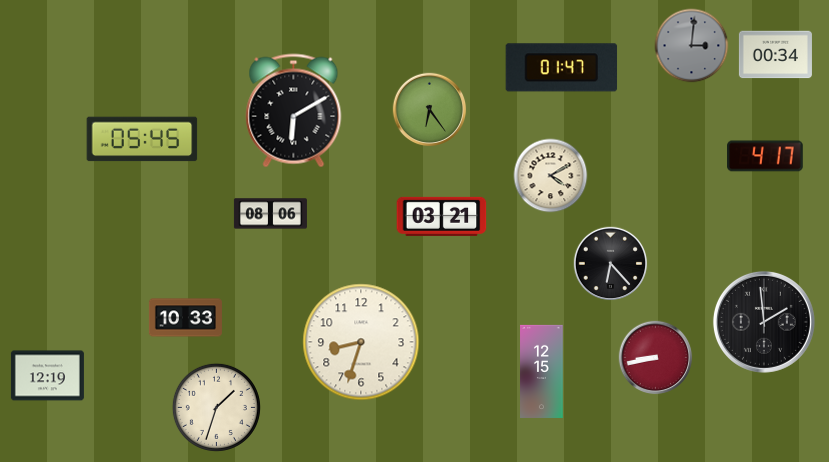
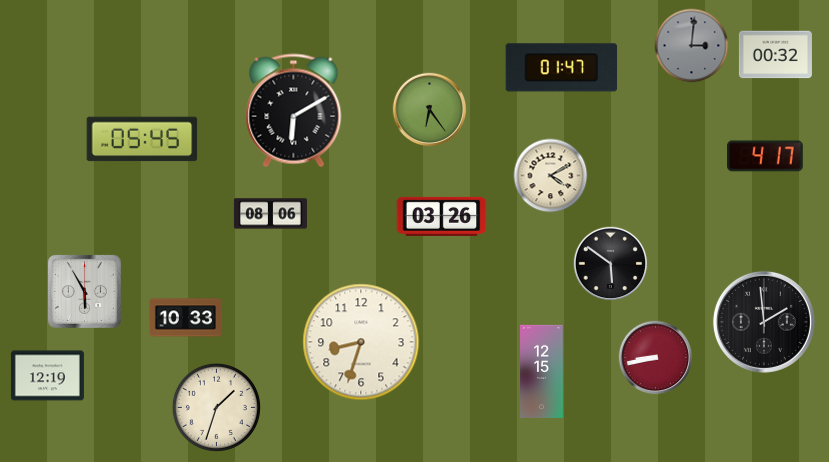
clock at (775, 55): 00:34 -> 00:32
clock at (442, 216): 03:21 -> 03:26
clock at (611, 264): 6:23 -> 5:51
clock at (84, 291): none -> 5:55
